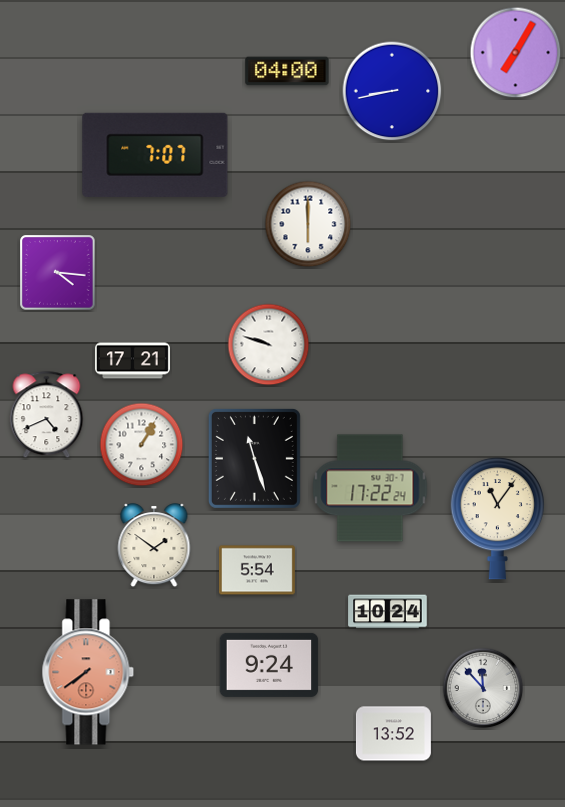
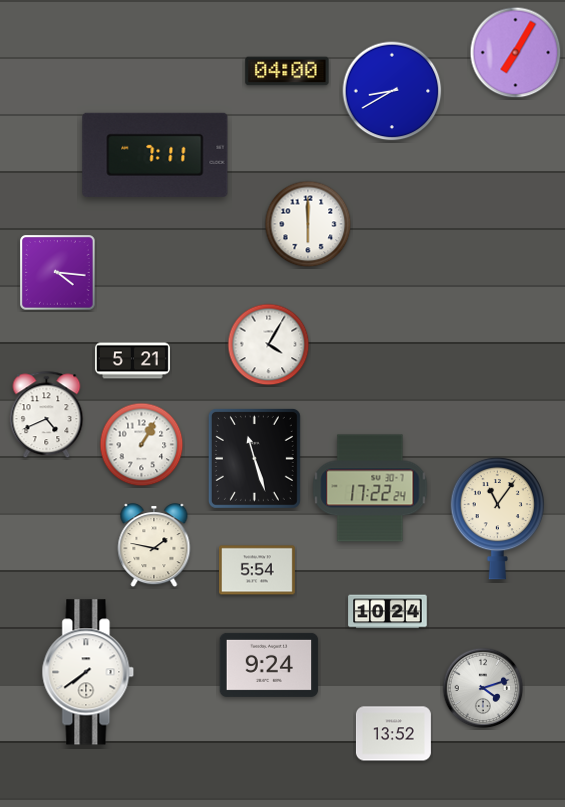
clock at (392, 91): 8:43 -> 8:40
clock at (155, 155): 7:07 -> 7:11
clock at (269, 345): 9:48 -> 4:05
clock at (132, 361): 17:21 -> 5:21
clock at (154, 546): 1:51 -> 1:47
clock at (88, 672) dial: salmon -> white
clock at (483, 688): 11:53 -> 4:12
